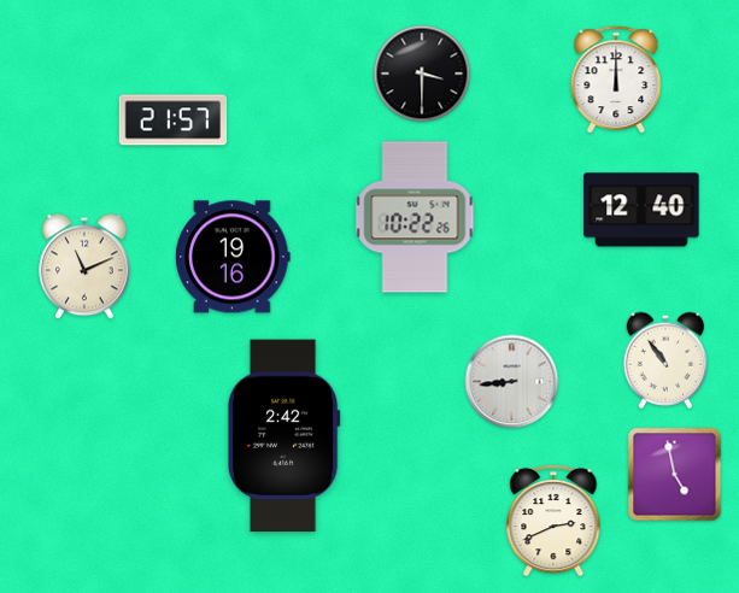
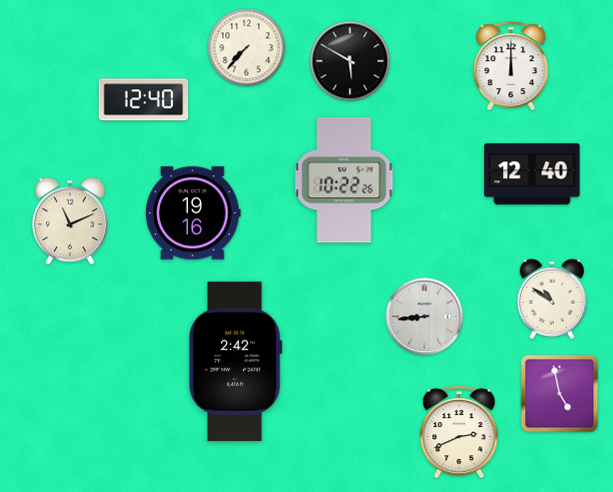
clock at (247, 48): none -> 7:37
clock at (422, 74): 3:30 -> 5:50
clock at (174, 121): 21:57 -> 12:40
clock at (665, 360): 10:54 -> 10:51
